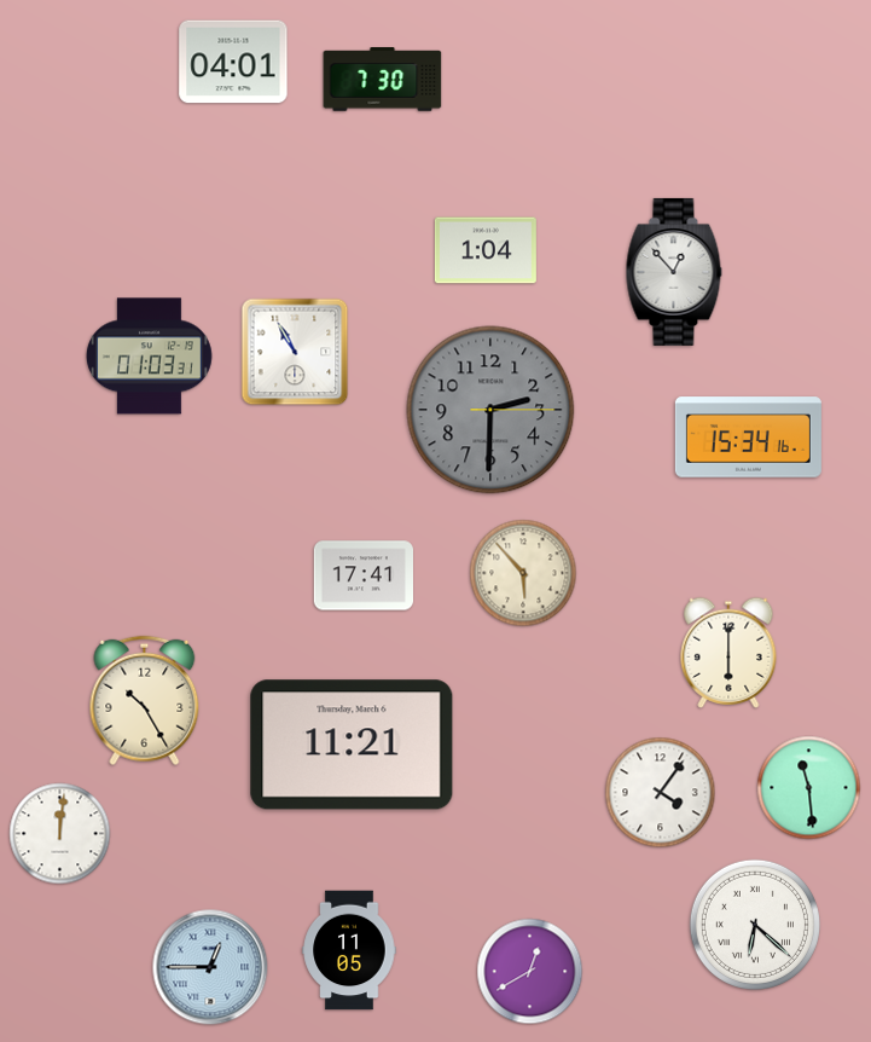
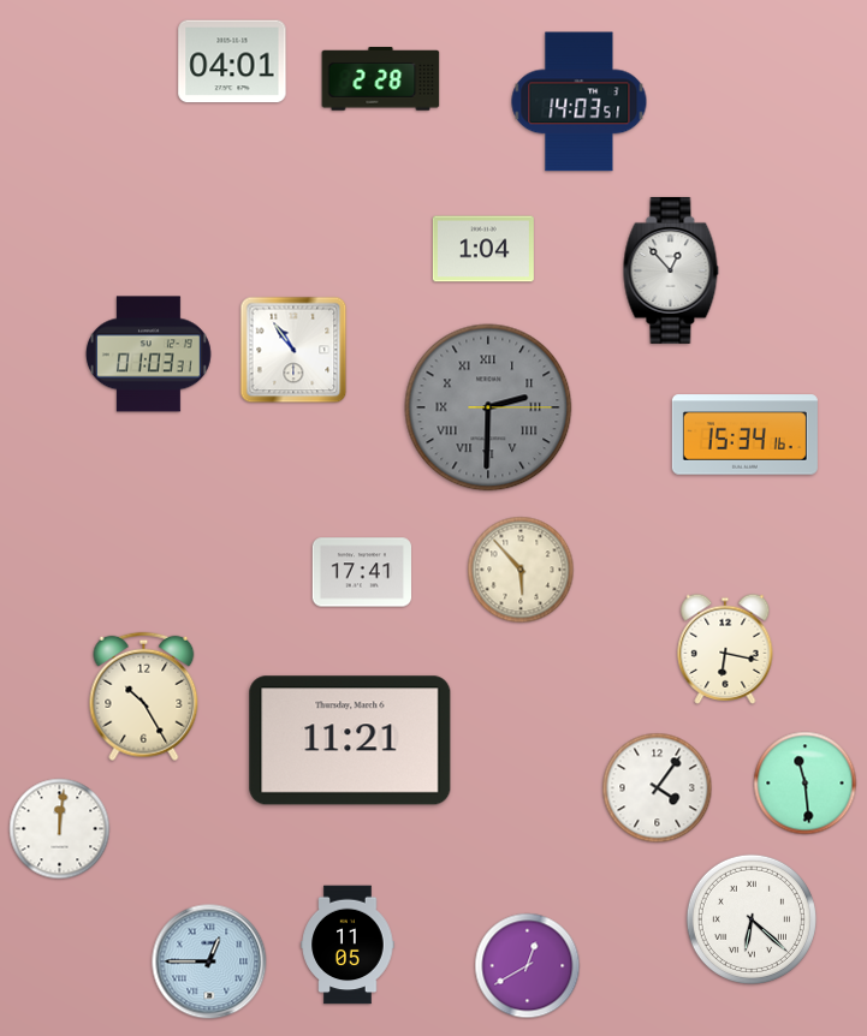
clock at (383, 80): 7:30 -> 2:28
clock at (580, 102): none -> 14:03
clock at (295, 352): 10:55 -> 10:54
clock at (490, 410) numerals: Arabic -> Roman
clock at (728, 653): 6:00 -> 6:17
